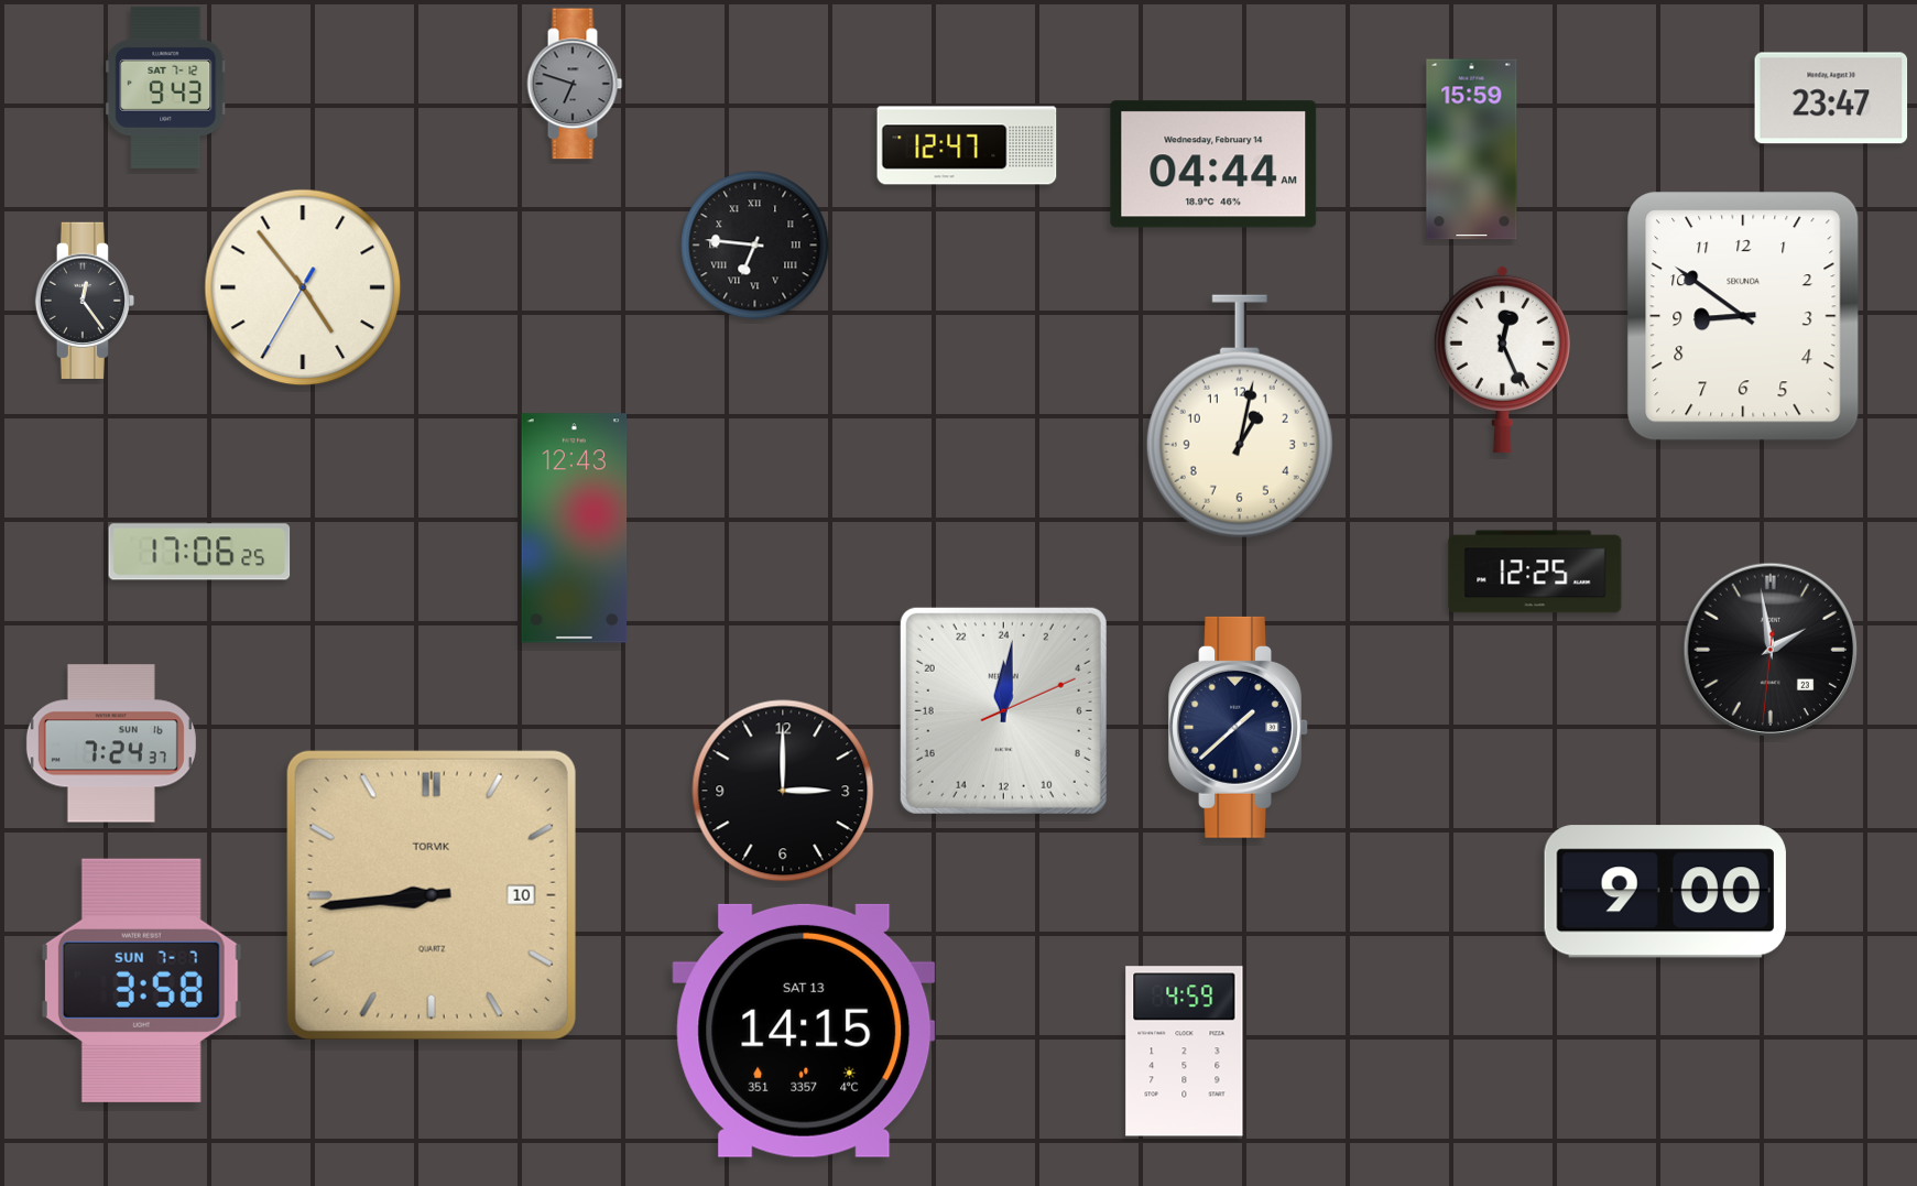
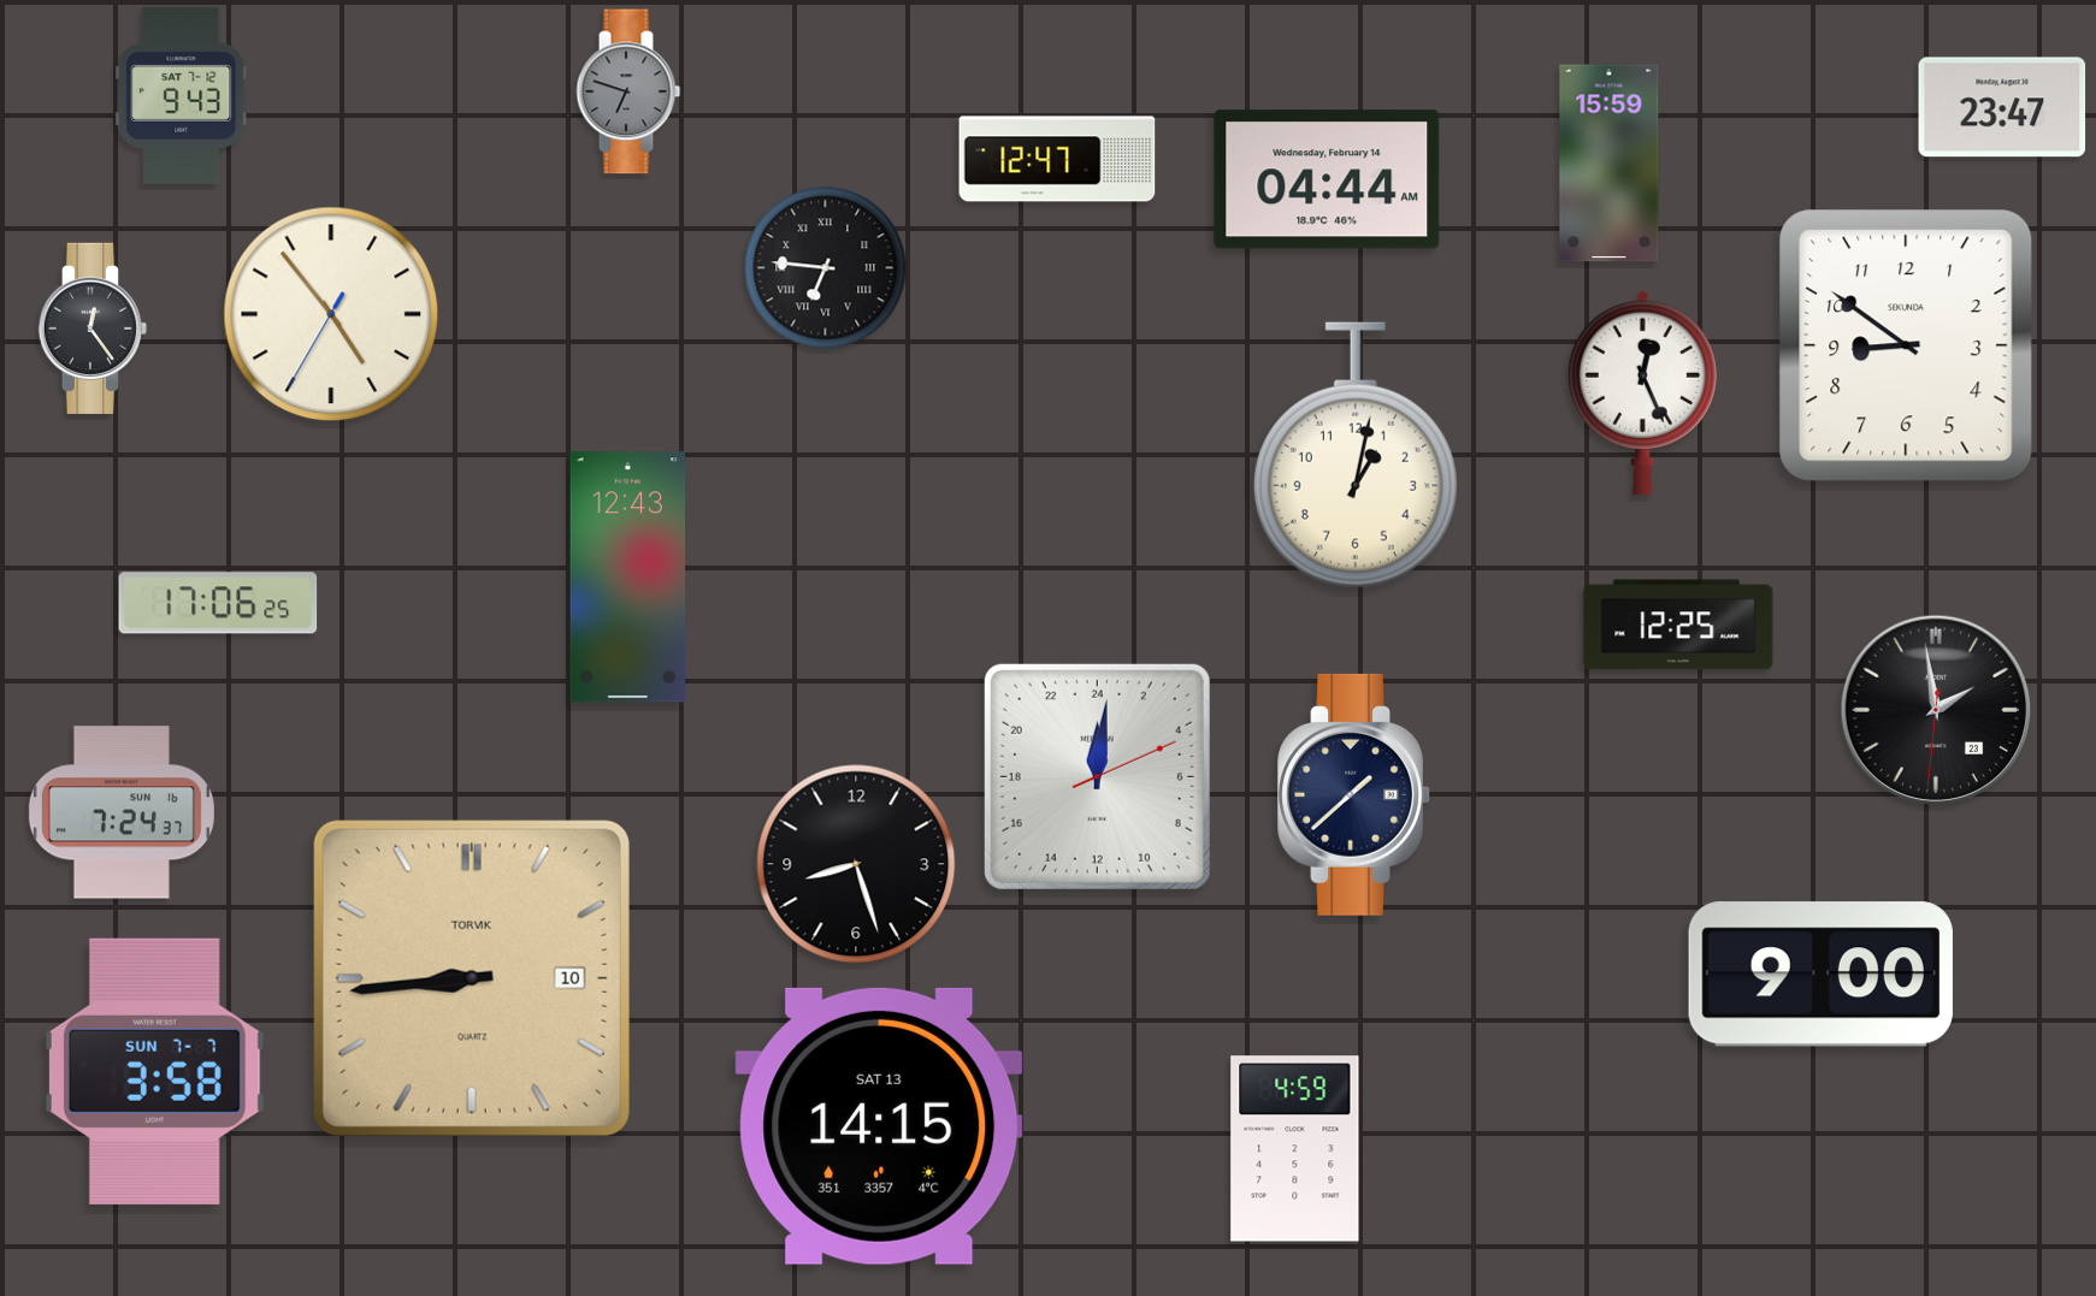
clock at (783, 791): 3:00 -> 8:27
